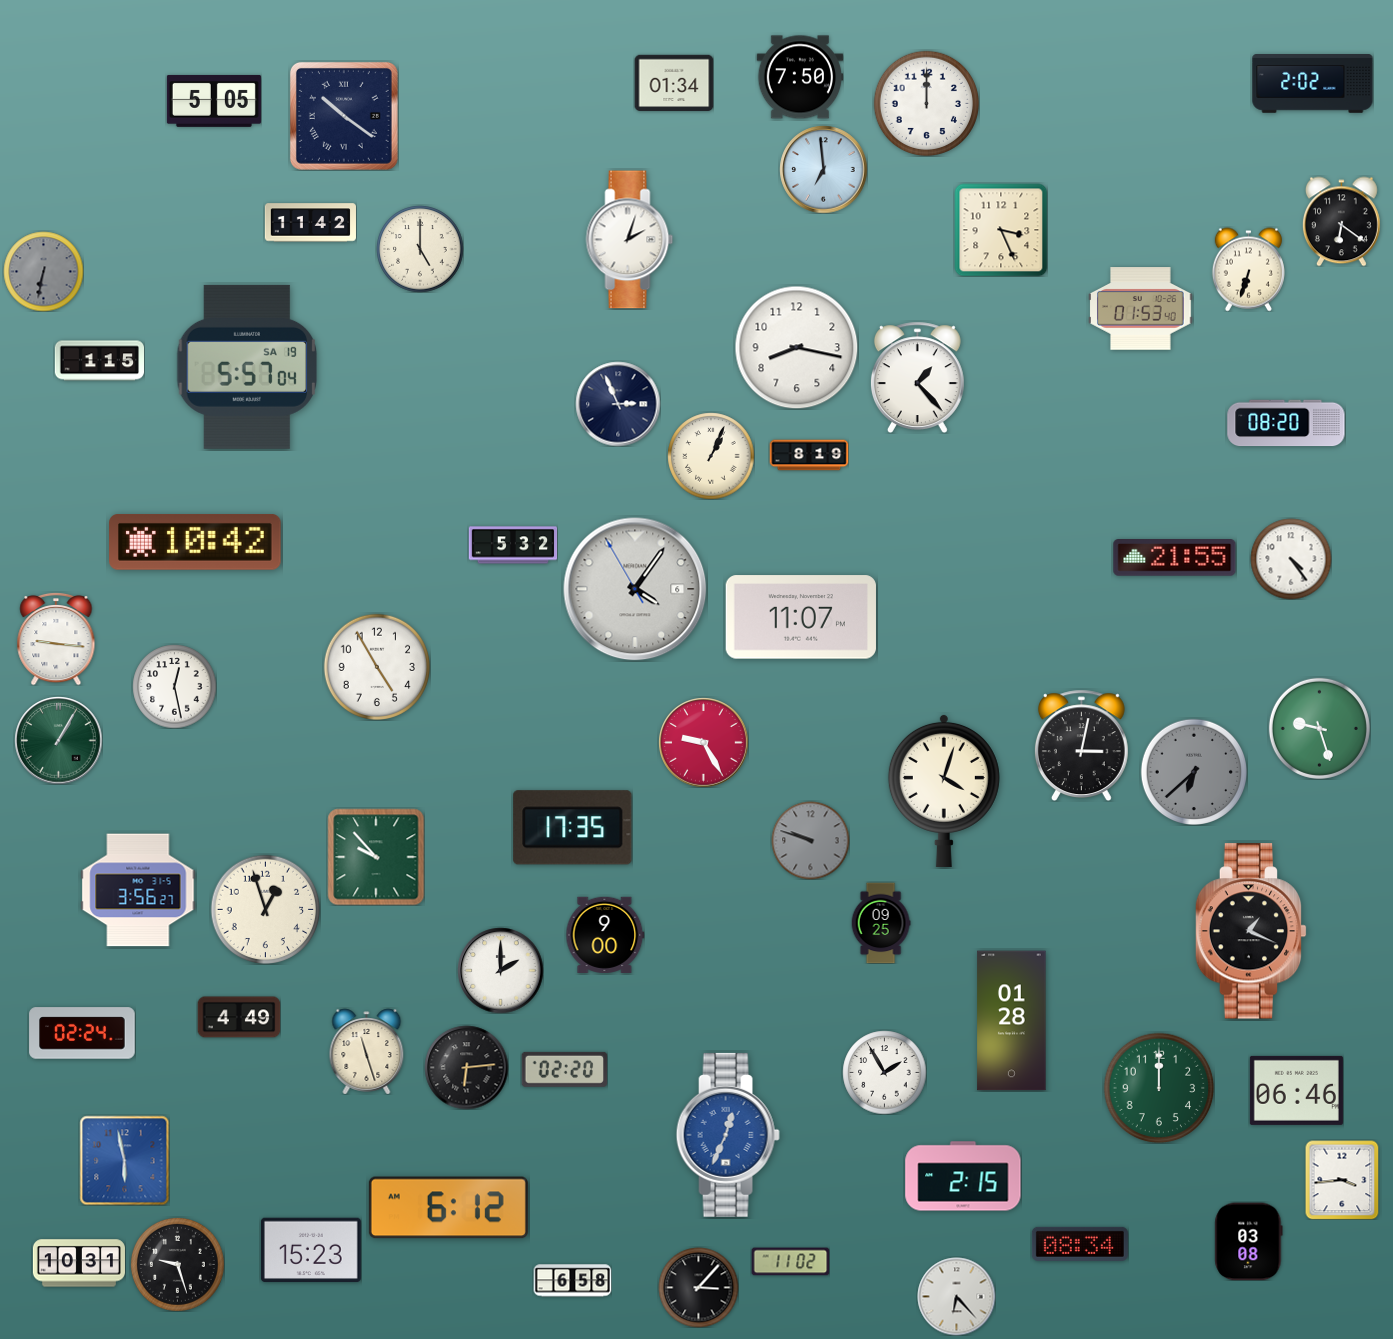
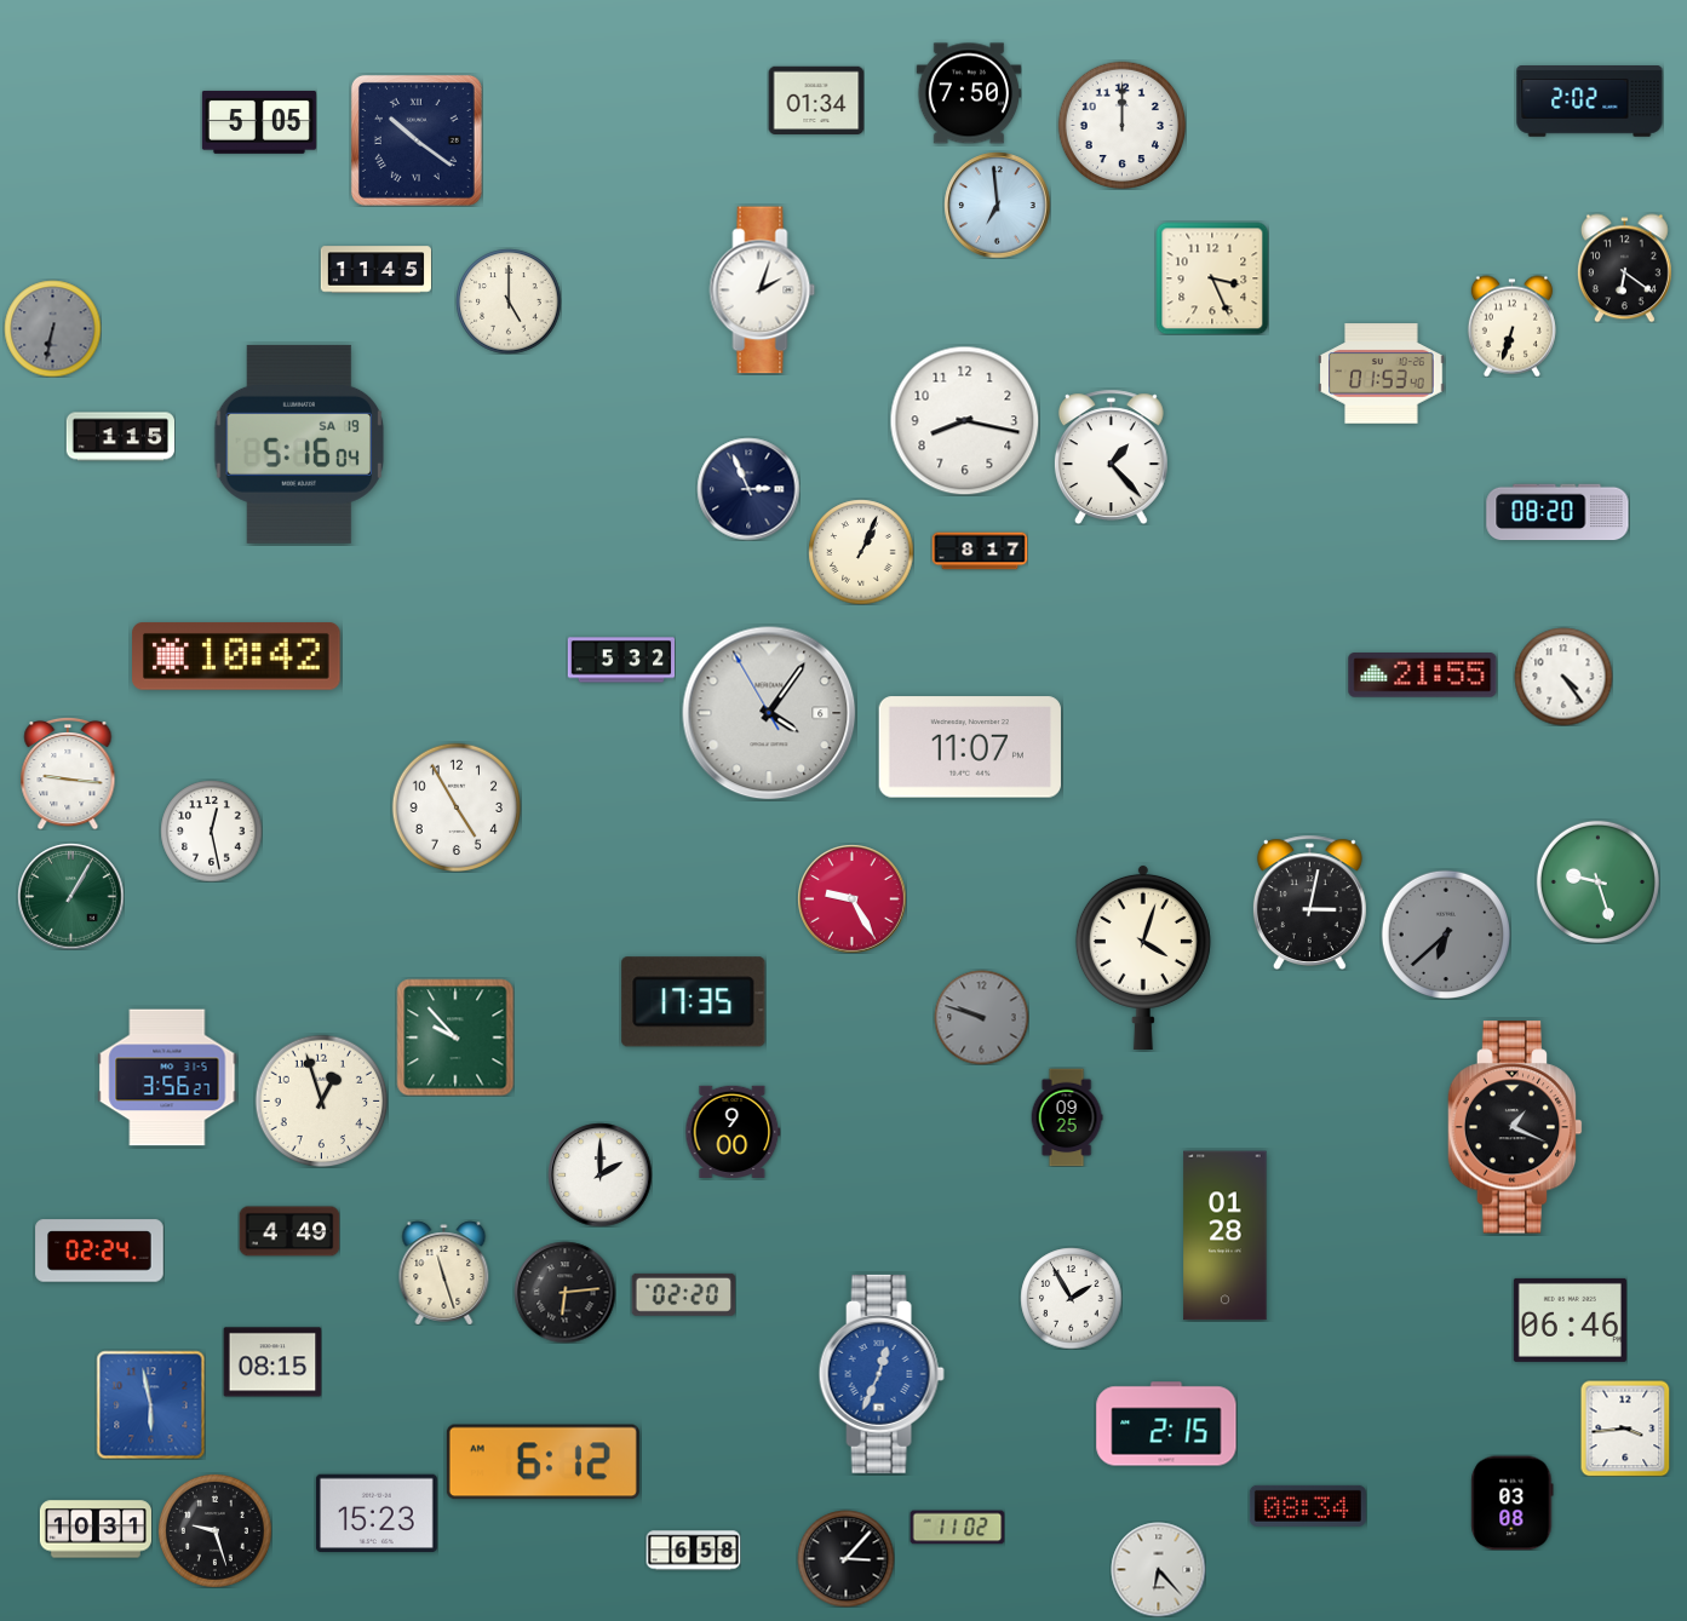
clock at (310, 223): 11:42 -> 11:45
clock at (247, 367): 5:57 -> 5:16
clock at (809, 455): 8:19 -> 8:17
clock at (500, 970) position: (500, 970) -> (599, 1174)
clock at (1159, 1088): 12:00 -> none
clock at (272, 1362): none -> 08:15
